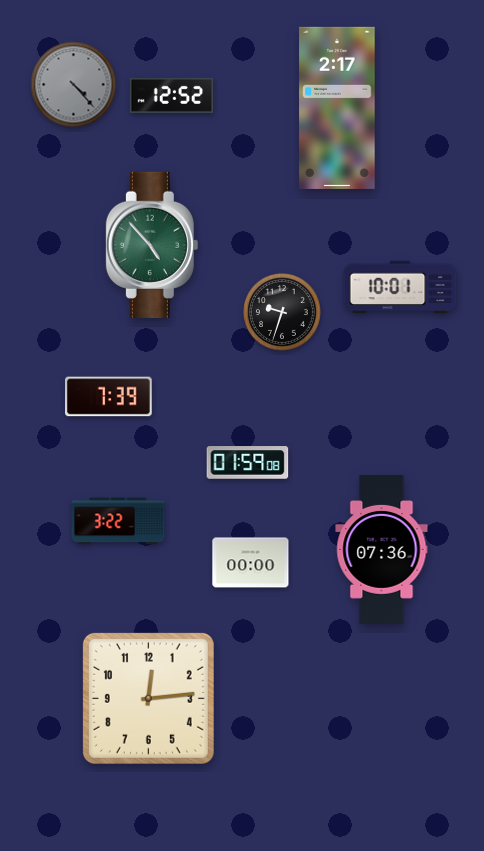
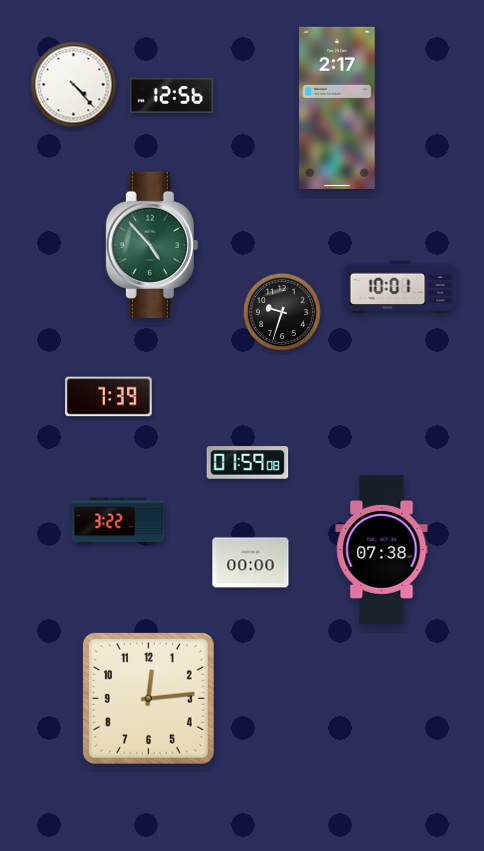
clock at (74, 85) dial: grey -> white
clock at (172, 95): 12:52 -> 12:56
clock at (382, 550): 07:36 -> 07:38
